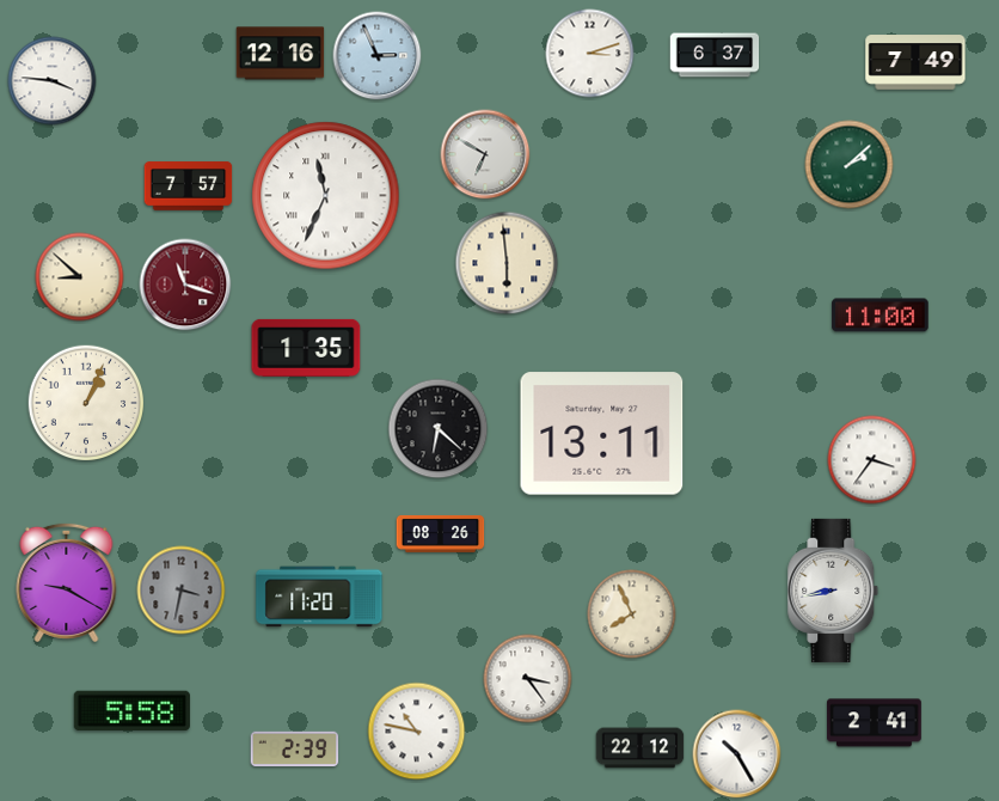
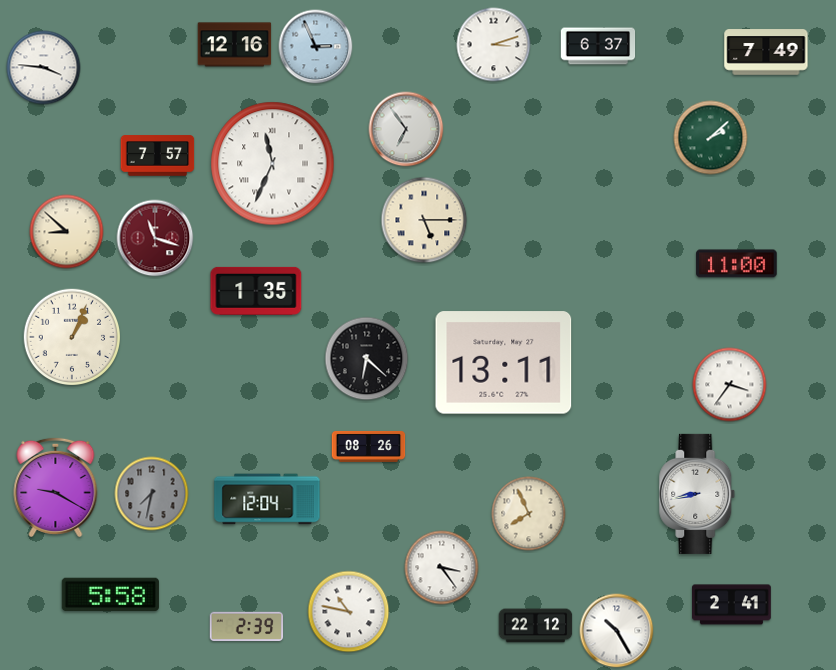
clock at (485, 154): 6:50 -> 6:54
clock at (507, 263): 5:59 -> 5:15
clock at (182, 591): 3:32 -> 7:32
clock at (319, 597): 11:20 -> 12:04
